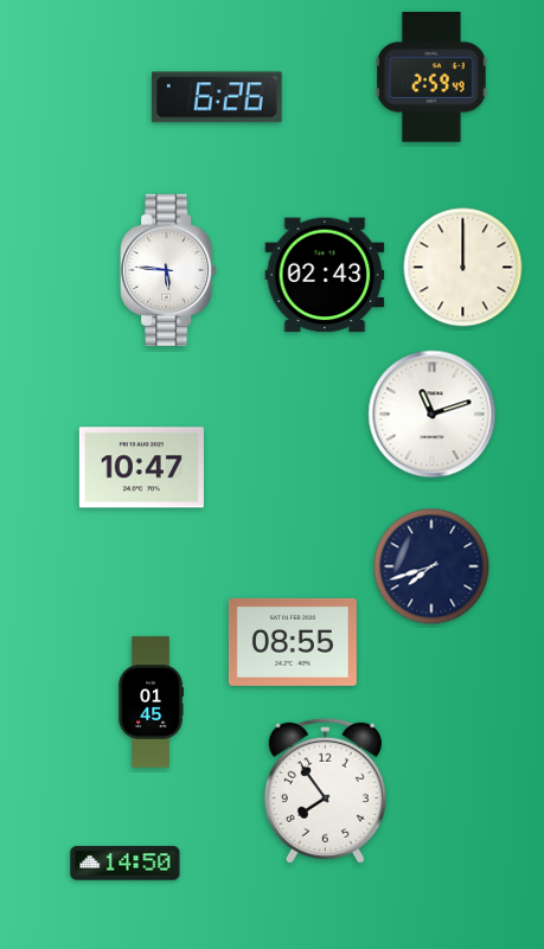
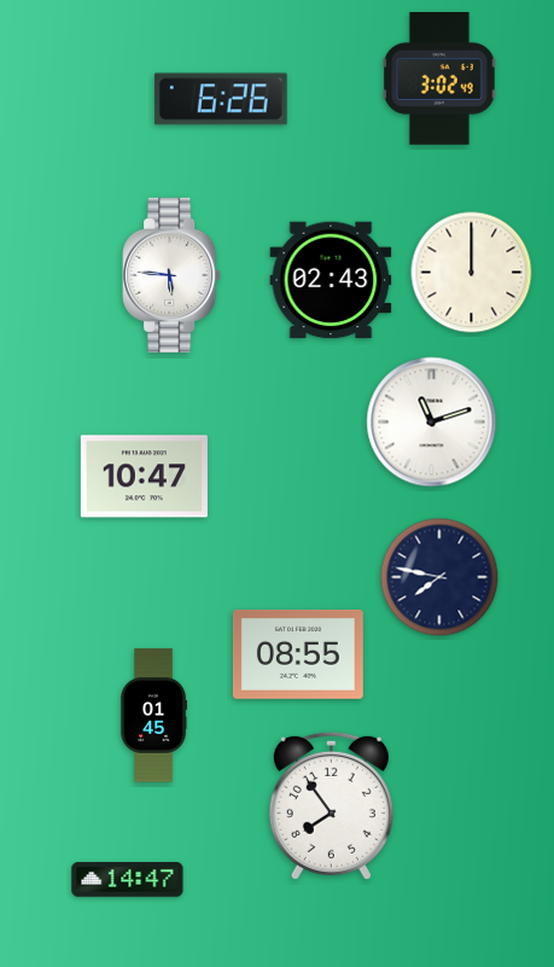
clock at (433, 78): 2:59 -> 3:02
clock at (433, 415) position: (433, 415) -> (432, 423)
clock at (431, 566): 7:42 -> 7:47
clock at (126, 864): 14:50 -> 14:47
